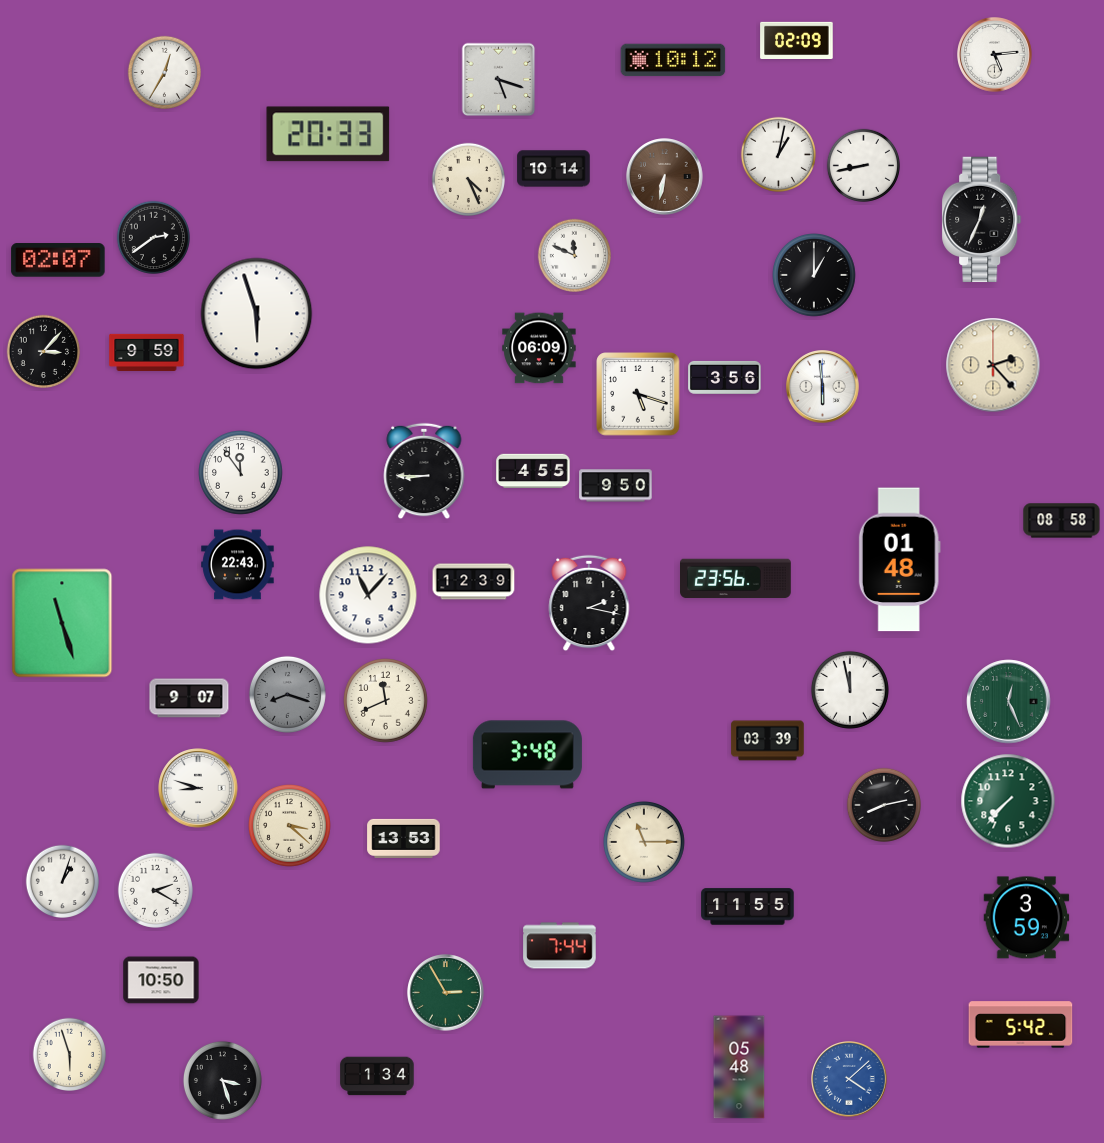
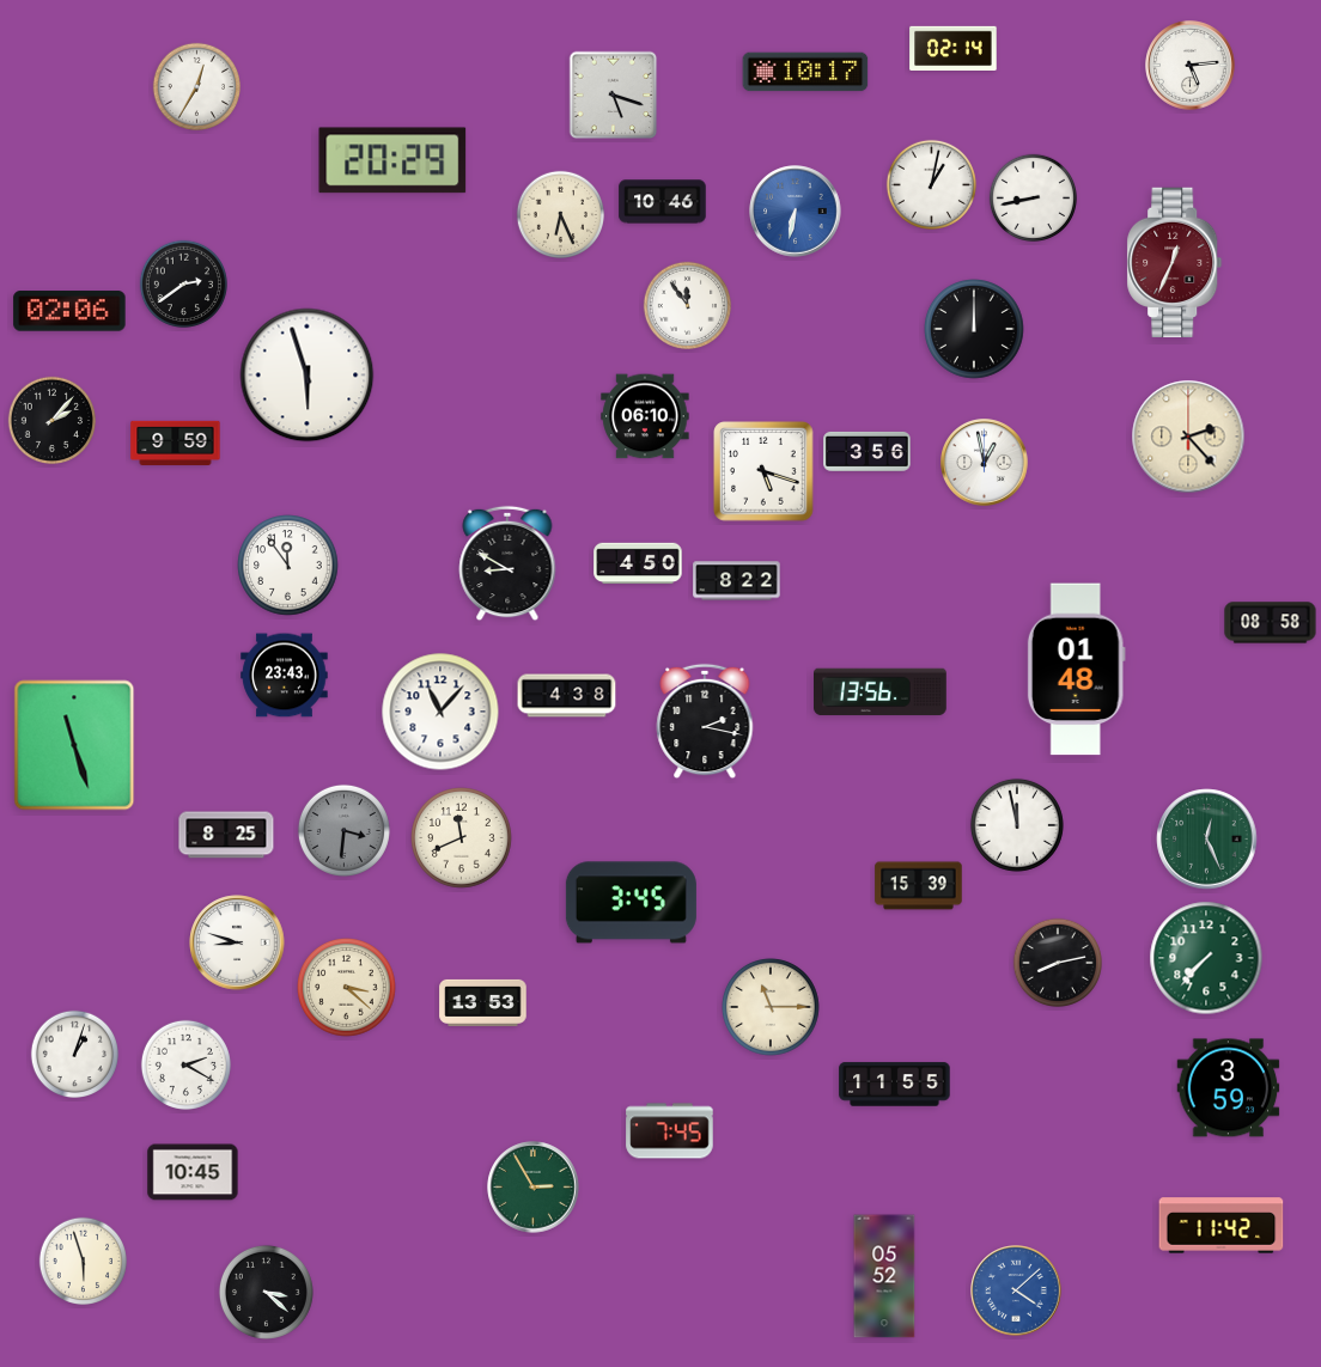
clock at (797, 41): 02:09 -> 02:14
clock at (673, 60): 10:12 -> 10:17
clock at (499, 80) position: (499, 80) -> (614, 96)
clock at (328, 134): 20:33 -> 20:29
clock at (554, 169): 10:14 -> 10:46
clock at (665, 177) dial: brown -> blue
clock at (468, 179): 4:26 -> 6:26
clock at (982, 220) dial: black -> burgundy
clock at (574, 255): 11:49 -> 11:54
clock at (58, 260): 02:07 -> 02:06
clock at (815, 276): 1:00 -> 12:00
clock at (539, 348): 06:09 -> 06:10
clock at (43, 351): 3:07 -> 2:07
clock at (147, 352) position: (147, 352) -> (176, 443)
clock at (823, 387): 5:59 -> 12:58
clock at (424, 471): 8:45 -> 8:50
clock at (533, 471): 4:55 -> 4:50
clock at (616, 486): 9:50 -> 8:22
clock at (238, 565): 22:43 -> 23:43
clock at (736, 579): 23:56 -> 13:56
clock at (474, 582): 12:39 -> 4:38
clock at (287, 694): 8:18 -> 3:31
clock at (189, 698): 9:07 -> 8:25
clock at (768, 741): 03:39 -> 15:39
clock at (527, 755): 3:48 -> 3:45
clock at (1027, 918) position: (1027, 918) -> (1229, 1088)
clock at (560, 946): 7:44 -> 7:45
clock at (161, 980): 10:50 -> 10:45
clock at (1021, 1025): 5:42 -> 11:42
clock at (739, 1067): 05:48 -> 05:52
clock at (377, 1076): 1:34 -> none
clock at (222, 1080): 3:27 -> 3:22
